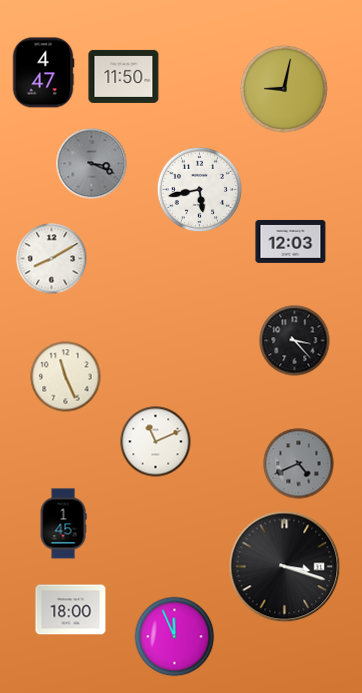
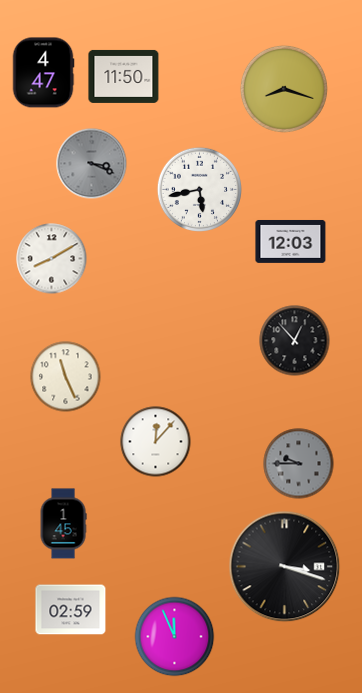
clock at (284, 89): 9:02 -> 8:18
clock at (295, 341): 3:23 -> 12:53
clock at (156, 442): 11:11 -> 12:07
clock at (299, 464): 4:41 -> 9:45
clock at (71, 610): 18:00 -> 02:59
